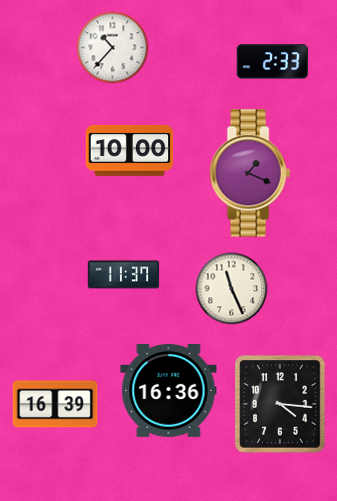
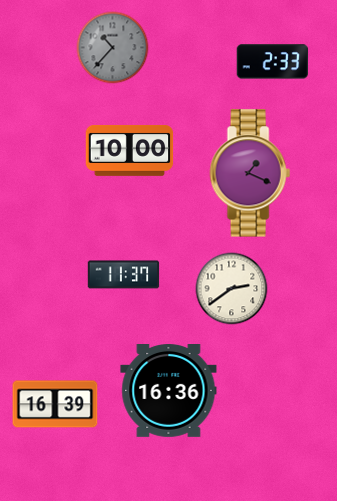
clock at (113, 48) dial: white -> grey
clock at (232, 289): 11:26 -> 2:39
clock at (280, 404): 4:16 -> none
